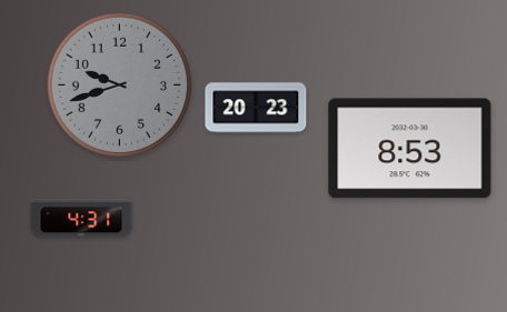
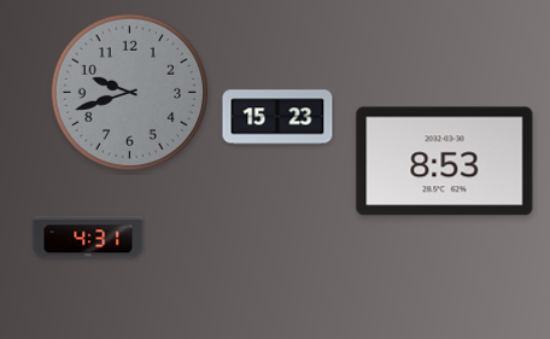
clock at (256, 108): 20:23 -> 15:23
